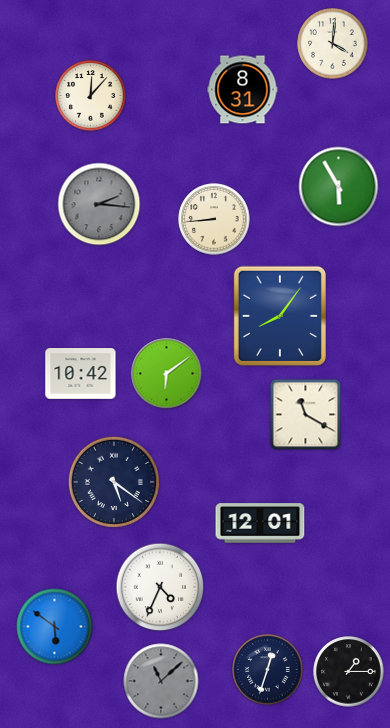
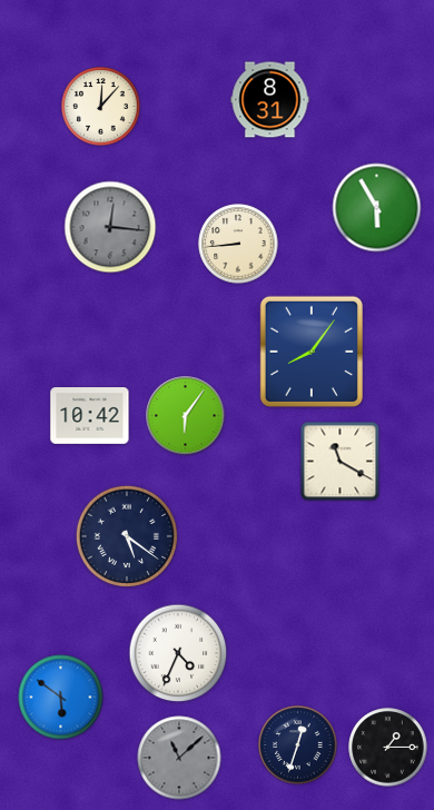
clock at (333, 44): 4:01 -> none
clock at (99, 204): 2:16 -> 12:16
clock at (167, 374): 6:09 -> 6:06
clock at (260, 523): 12:01 -> none
